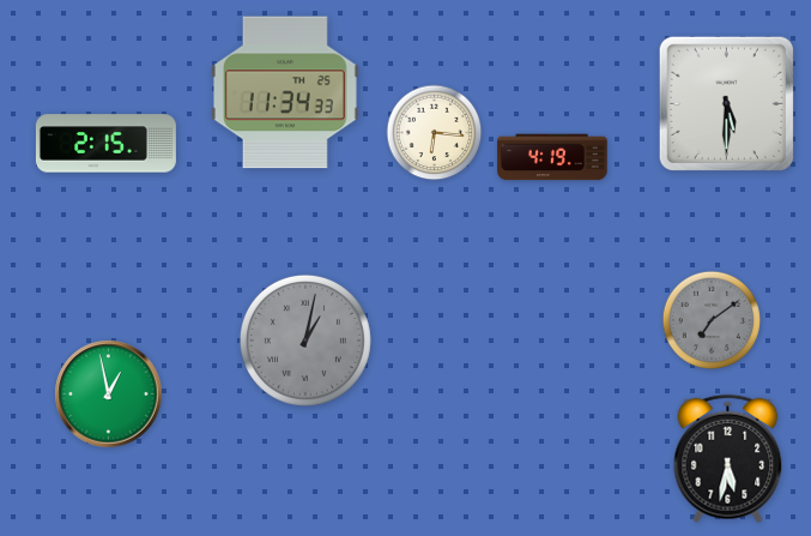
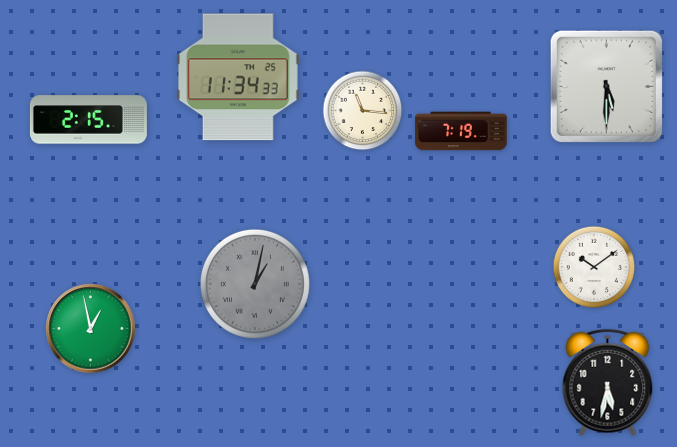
clock at (435, 133): 6:16 -> 11:16
clock at (552, 157): 4:19 -> 7:19
clock at (712, 320): 7:09 -> 10:09
clock at (712, 320) dial: grey -> white
